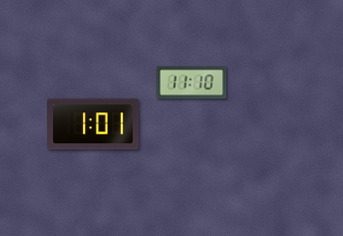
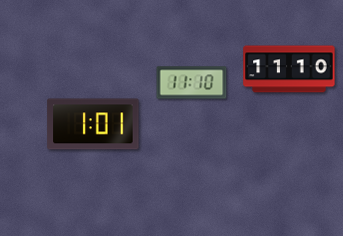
clock at (289, 69): none -> 11:10
